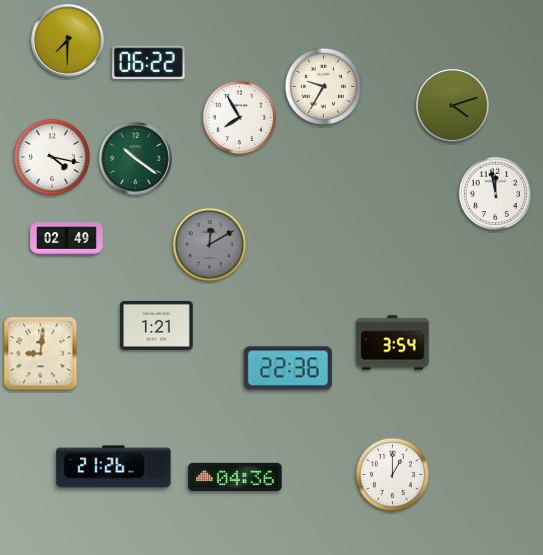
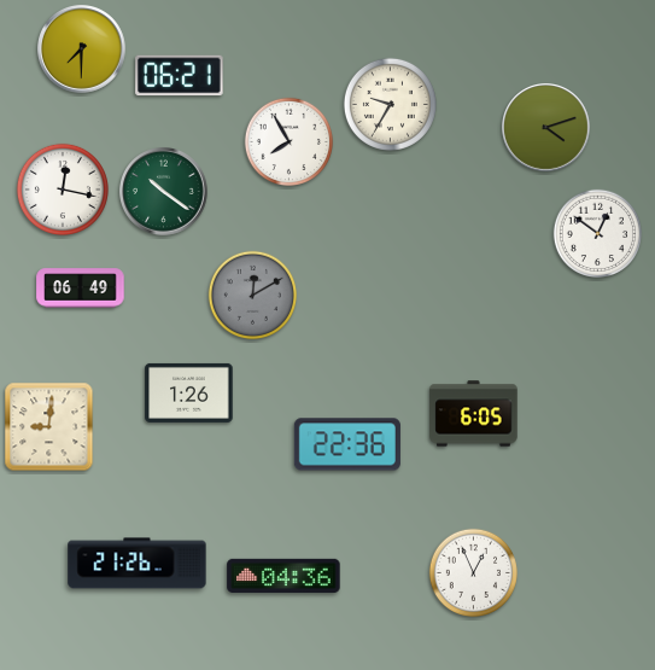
clock at (149, 63): 06:22 -> 06:21
clock at (52, 157): 4:17 -> 12:17
clock at (495, 193): 11:58 -> 12:51
clock at (67, 239): 02:49 -> 06:49
clock at (157, 325): 1:21 -> 1:26
clock at (393, 343): 3:54 -> 6:05
clock at (392, 474): 1:00 -> 12:56
